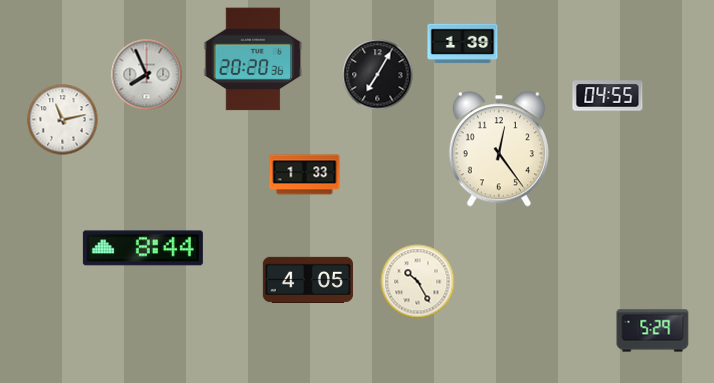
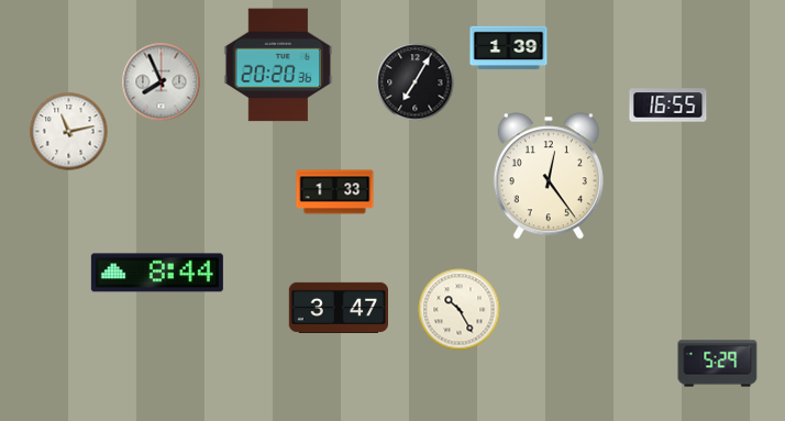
clock at (608, 96): 04:55 -> 16:55
clock at (499, 149) position: (499, 149) -> (549, 176)
clock at (307, 280): 4:05 -> 3:47
